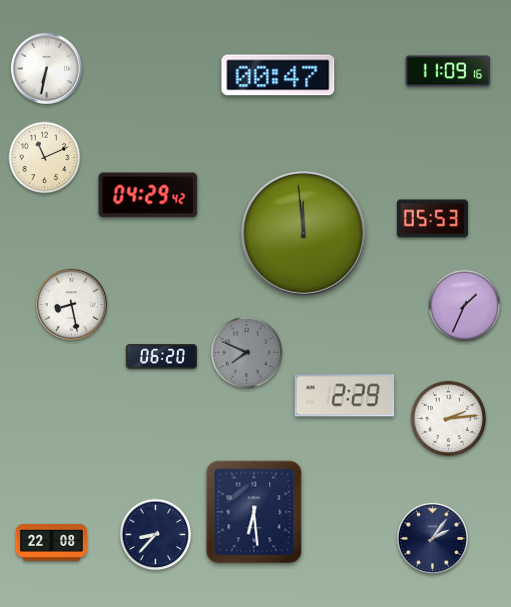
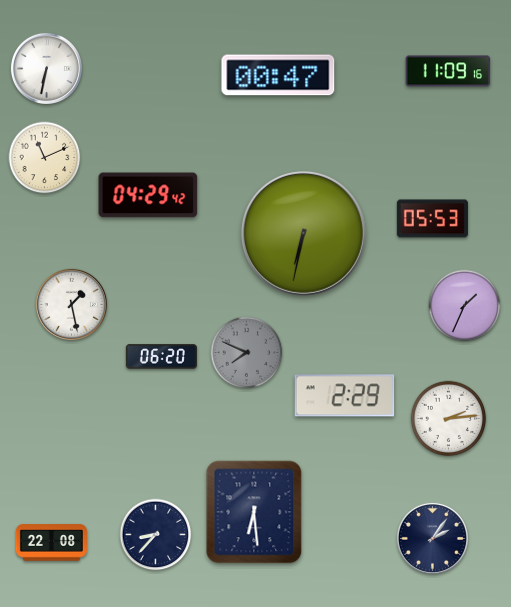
clock at (303, 233): 11:59 -> 6:32
clock at (71, 304): 8:28 -> 1:28
